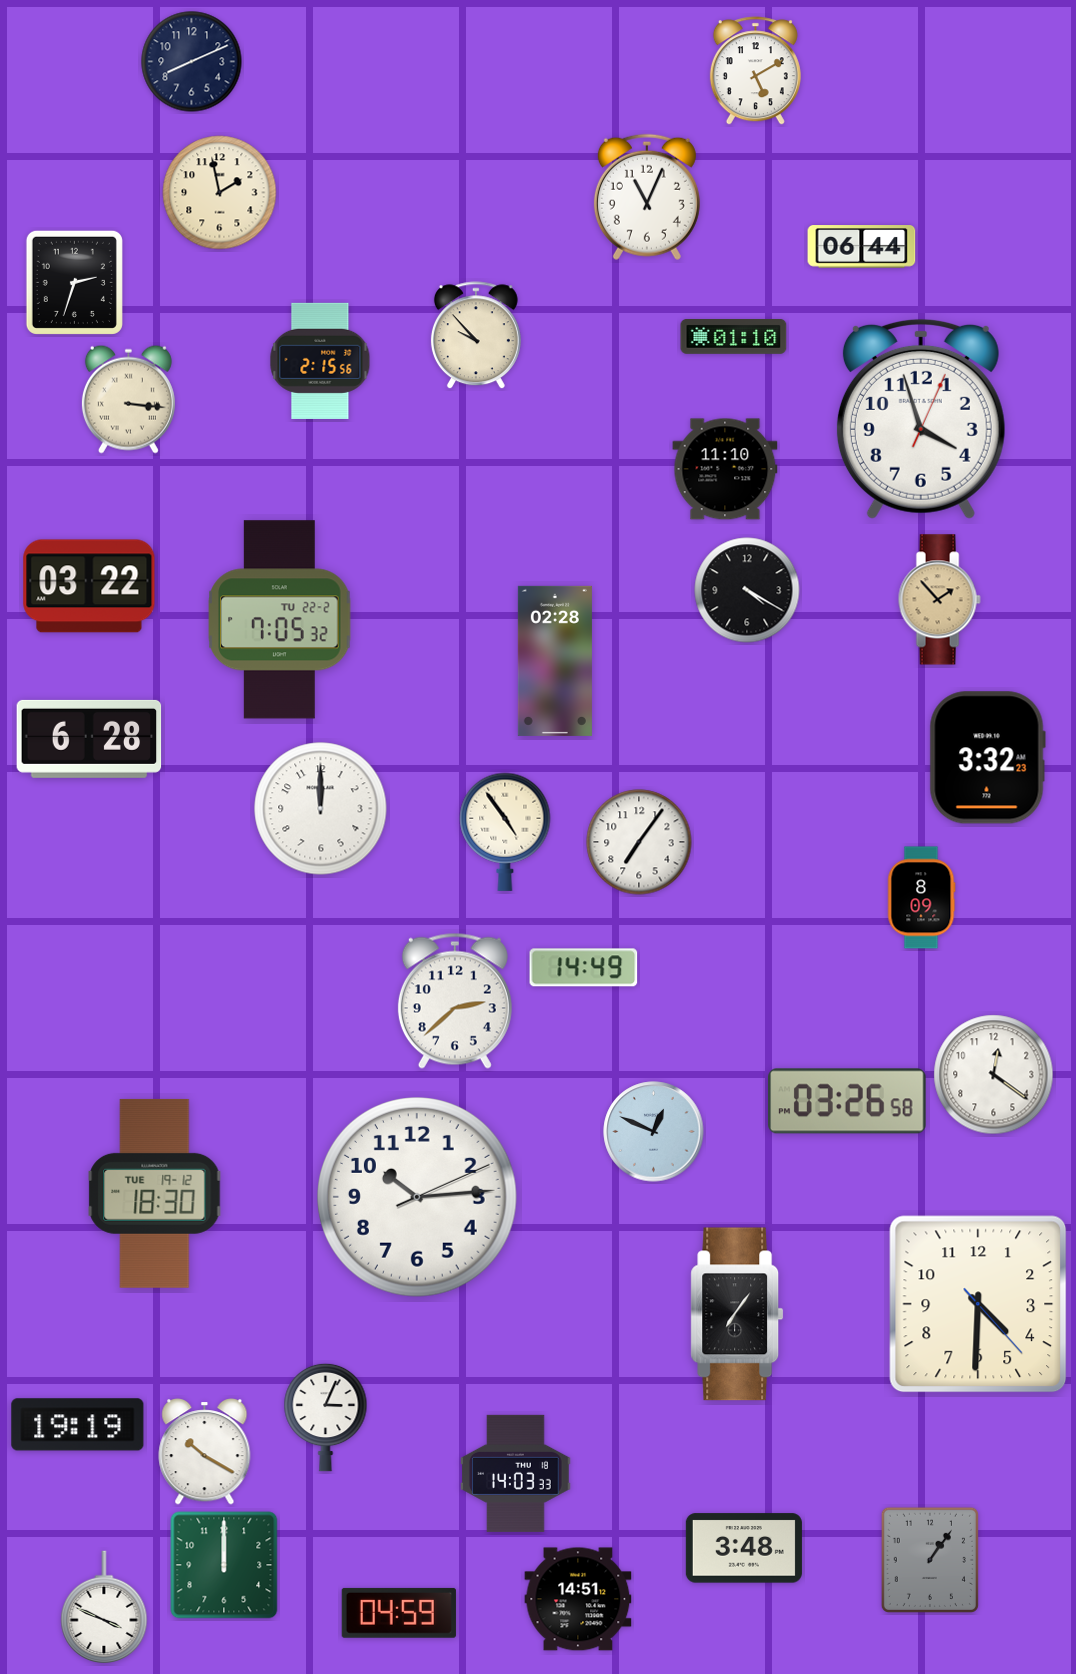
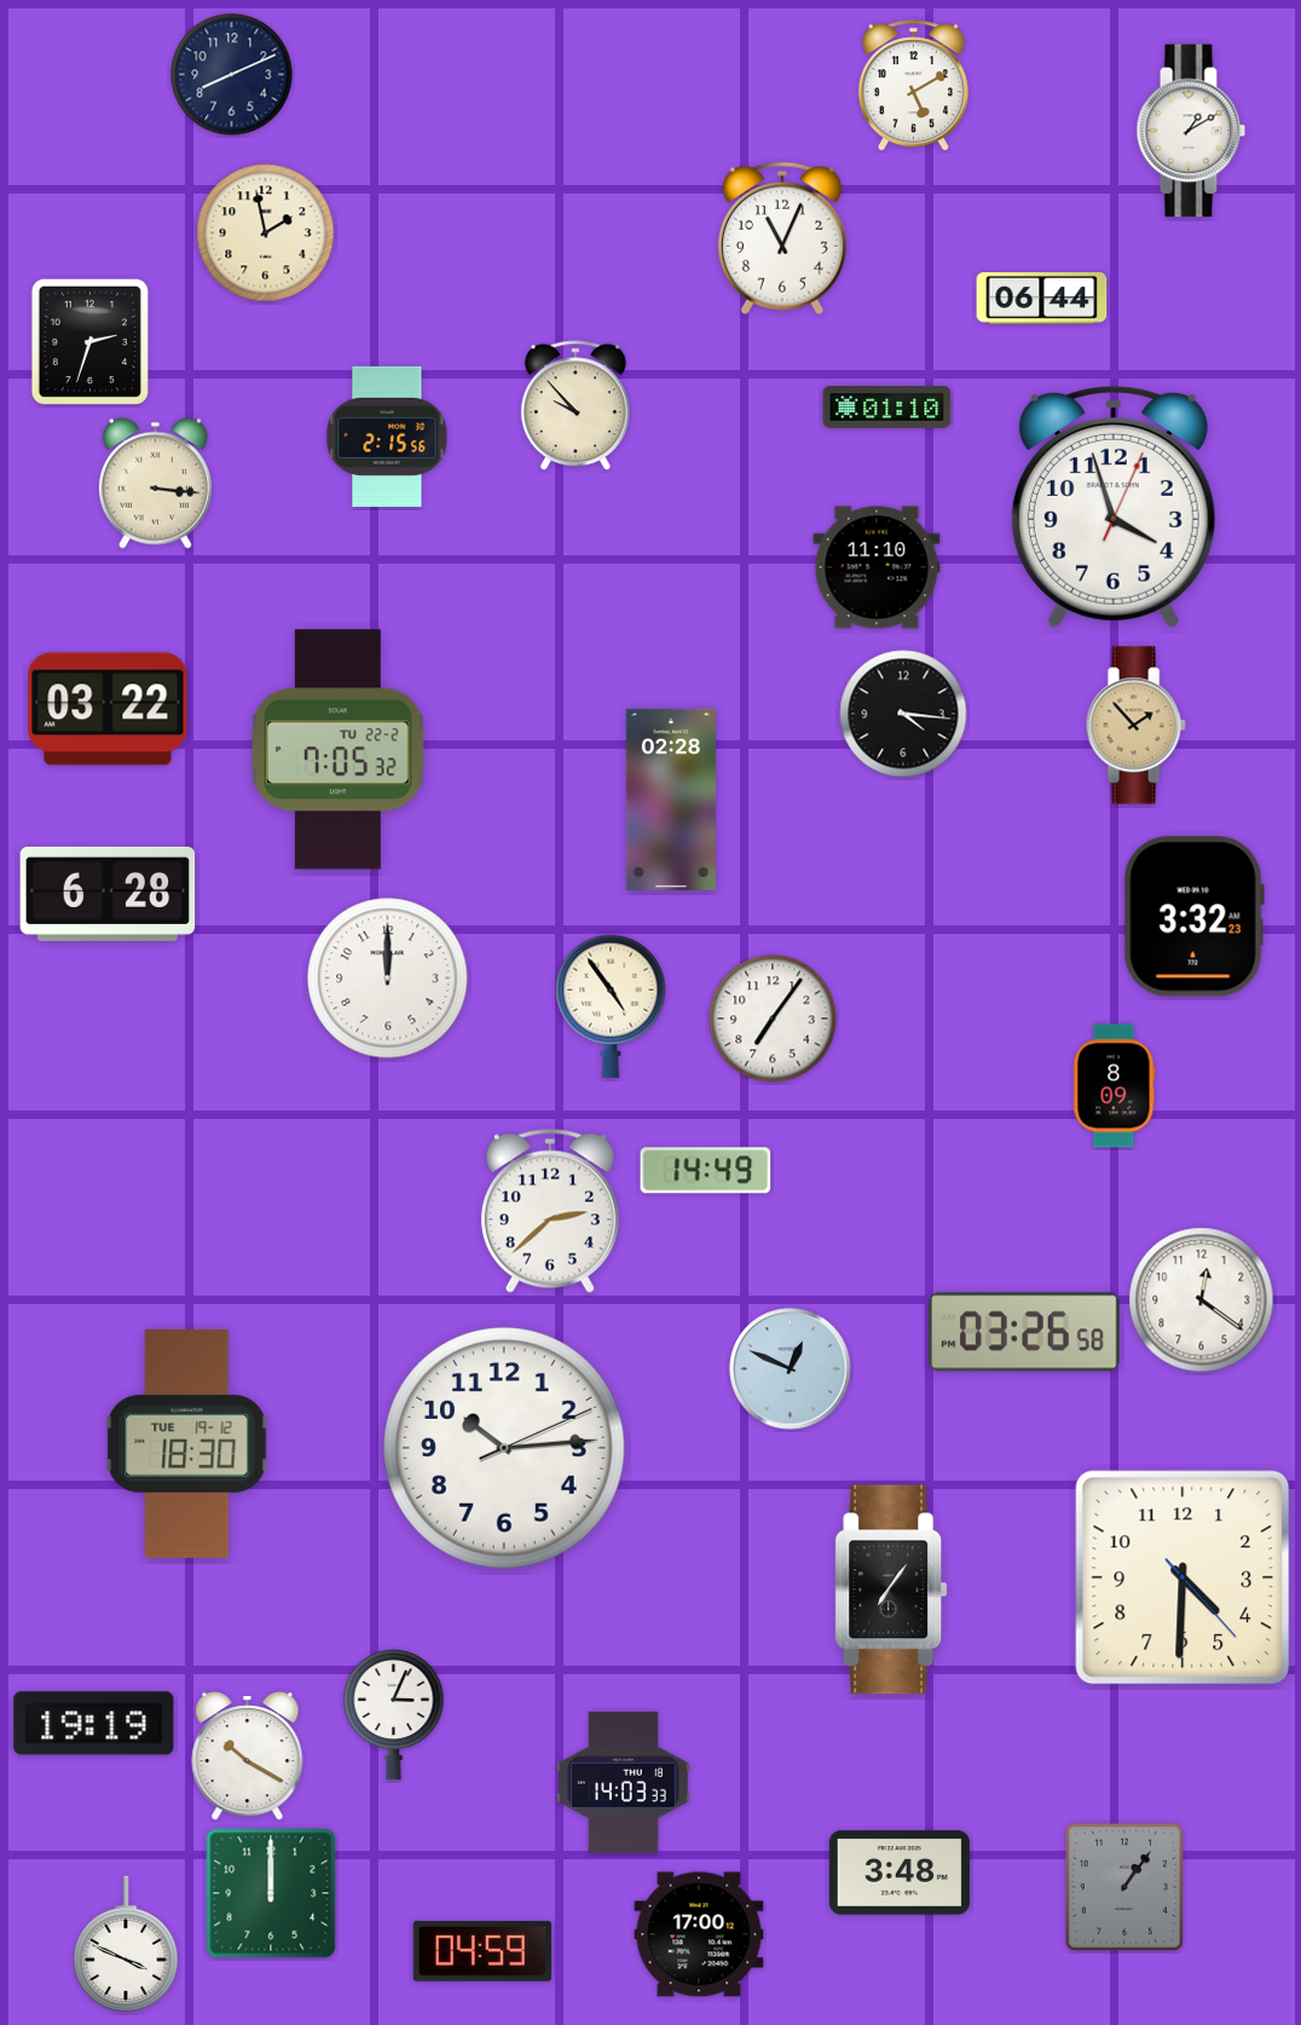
clock at (1191, 131): none -> 1:10
clock at (747, 590): 4:20 -> 4:16
clock at (578, 1599): 14:51 -> 17:00
